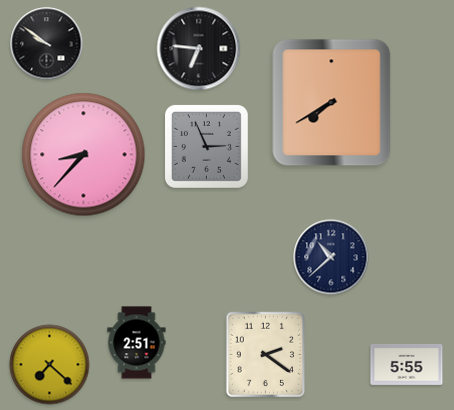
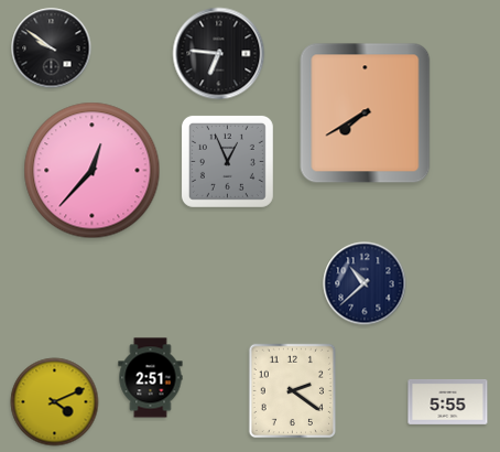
clock at (206, 146): 2:56 -> 12:56
clock at (84, 155): 8:37 -> 12:37
clock at (50, 365): 7:22 -> 4:11
